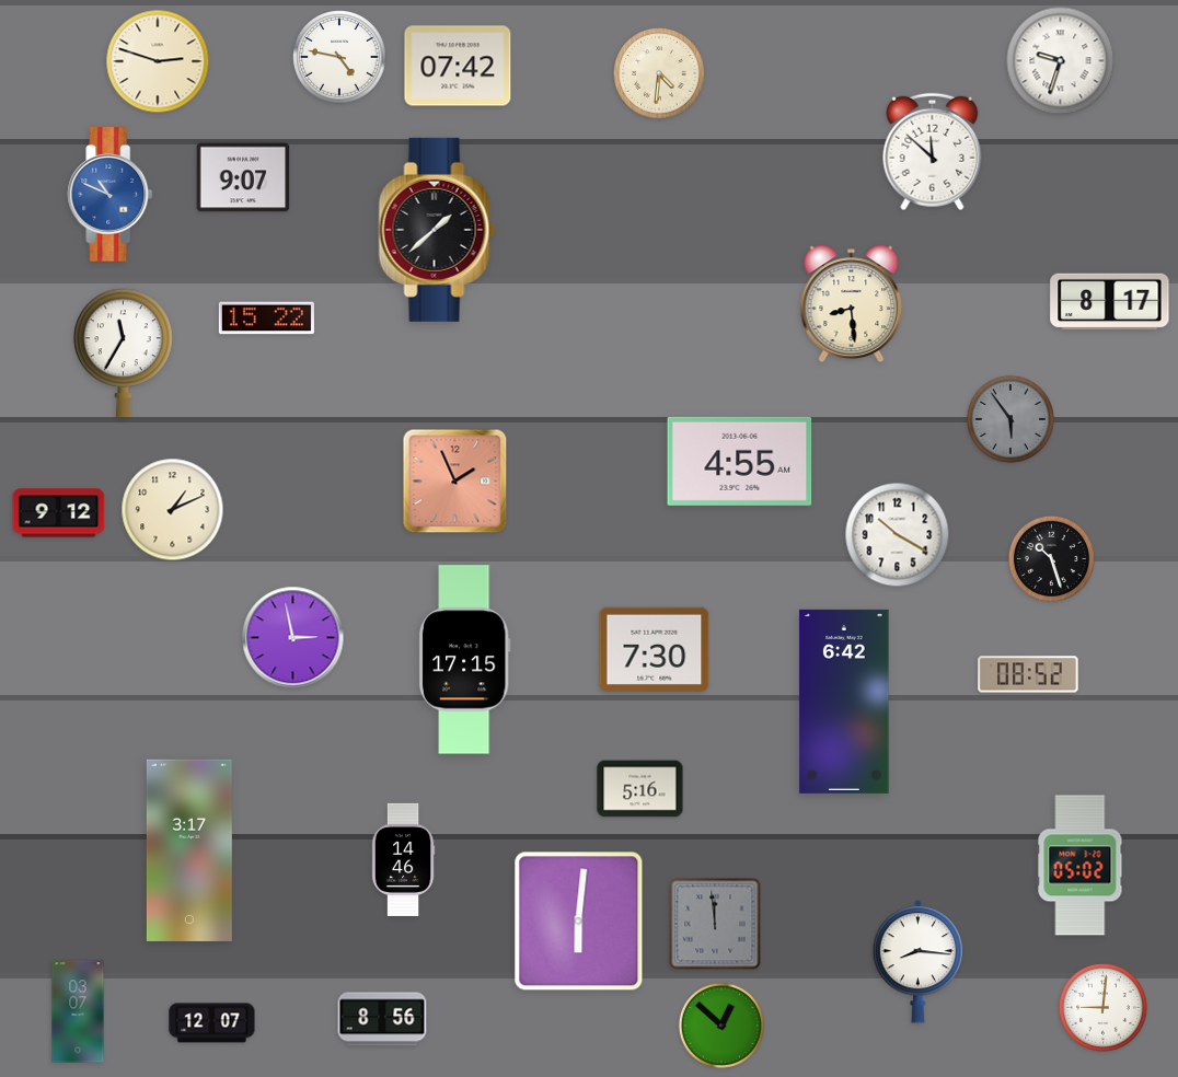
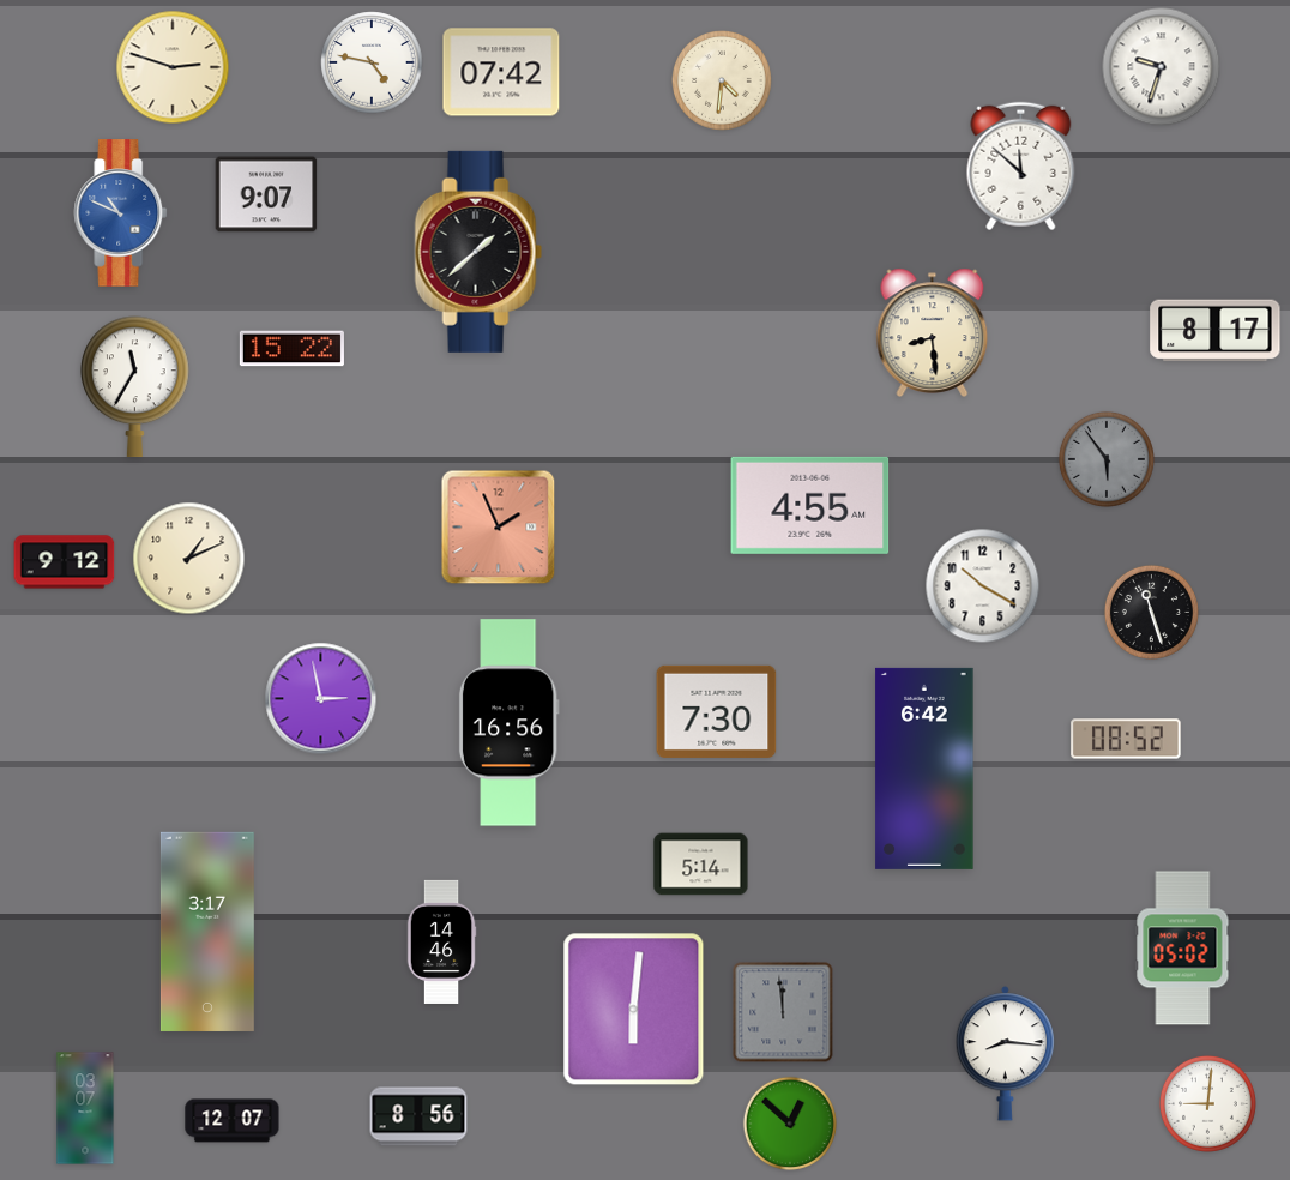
clock at (1051, 558): 10:27 -> 11:27
clock at (464, 660): 17:15 -> 16:56
clock at (640, 789): 5:16 -> 5:14
